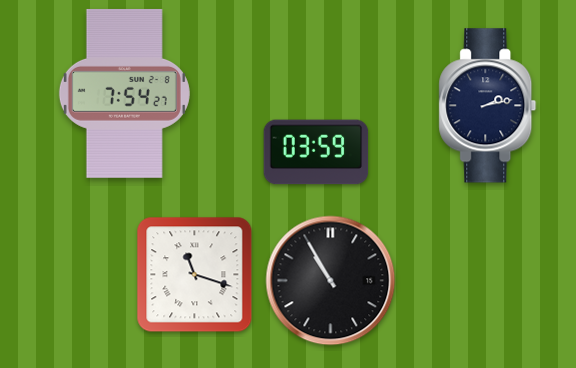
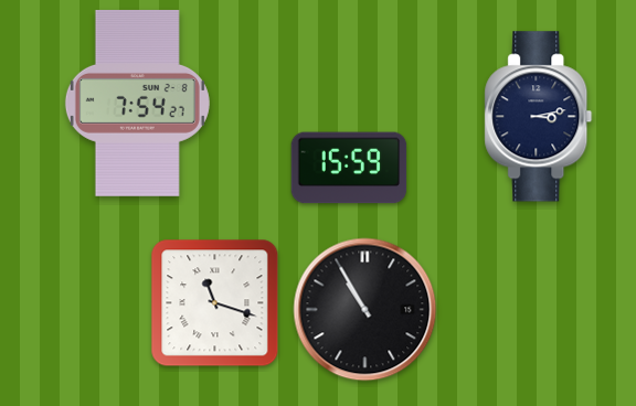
clock at (488, 106): 2:13 -> 3:13
clock at (316, 152): 03:59 -> 15:59
